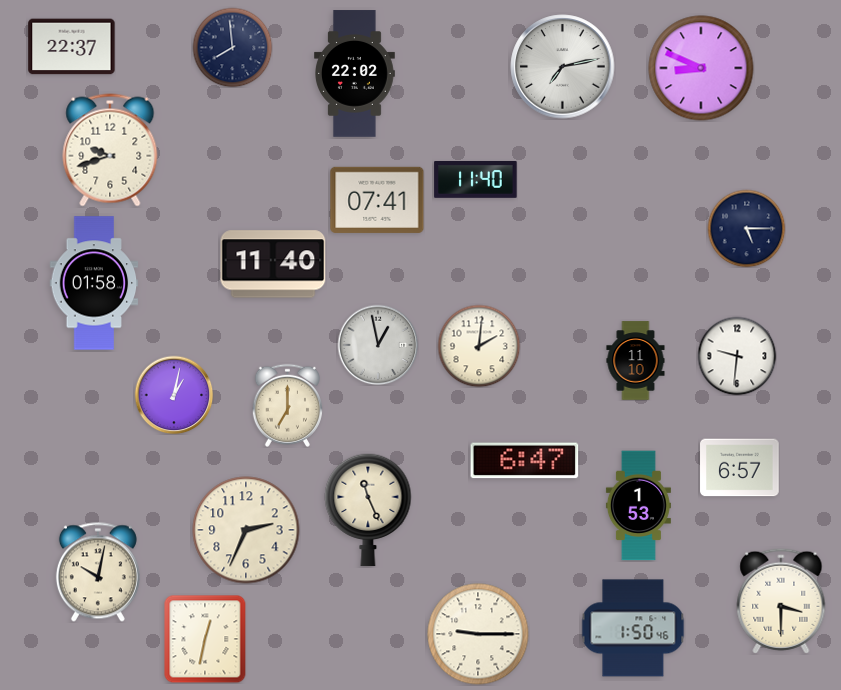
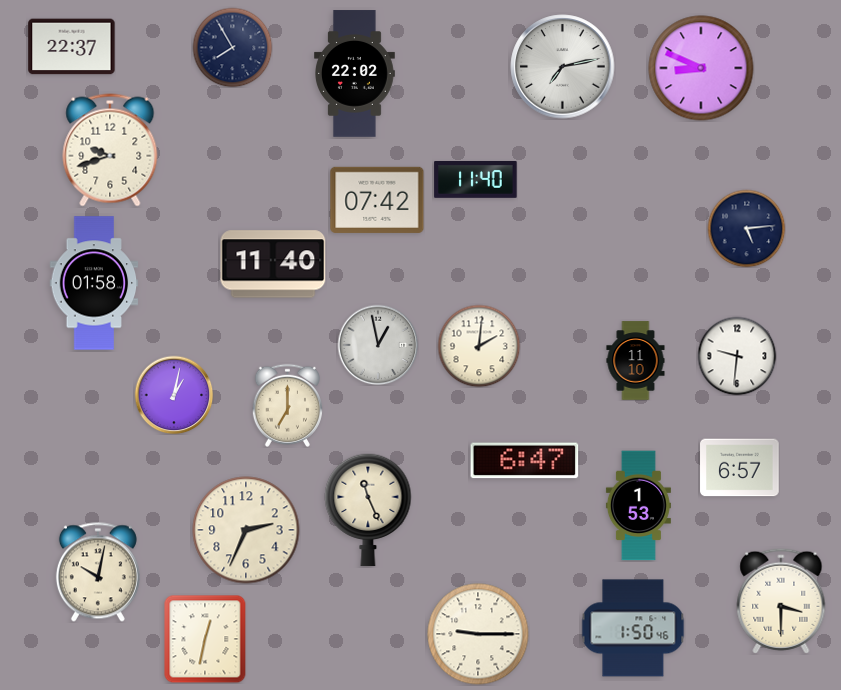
clock at (232, 47): 7:59 -> 7:55
clock at (377, 200): 07:41 -> 07:42
clock at (746, 228): 5:15 -> 5:14
